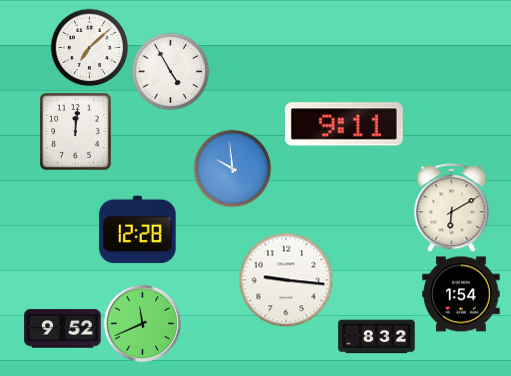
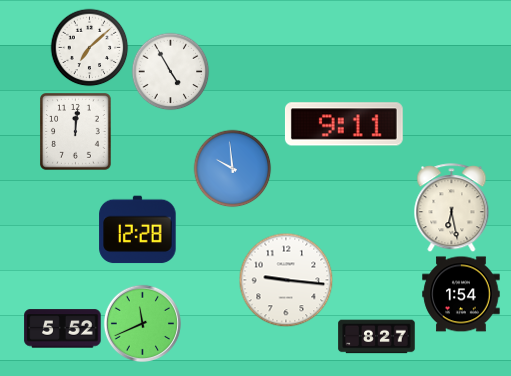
clock at (452, 208): 6:10 -> 6:28
clock at (63, 329): 9:52 -> 5:52
clock at (377, 337): 8:32 -> 8:27
